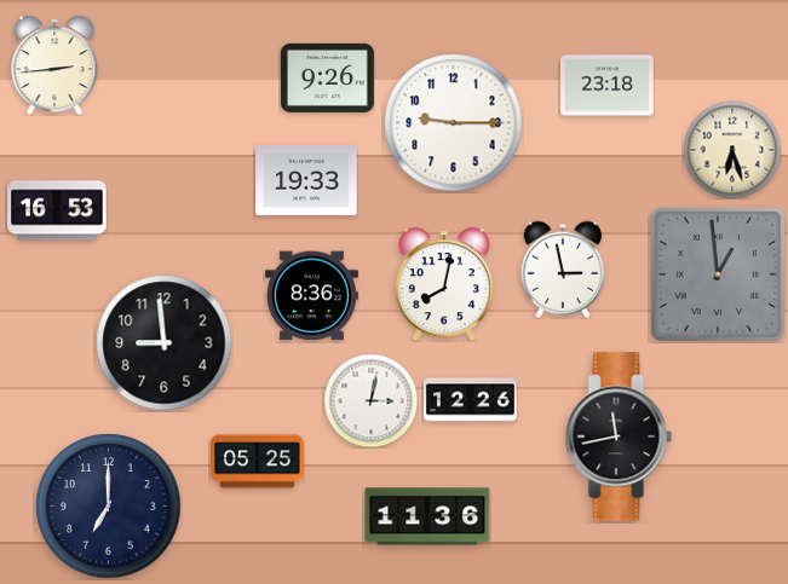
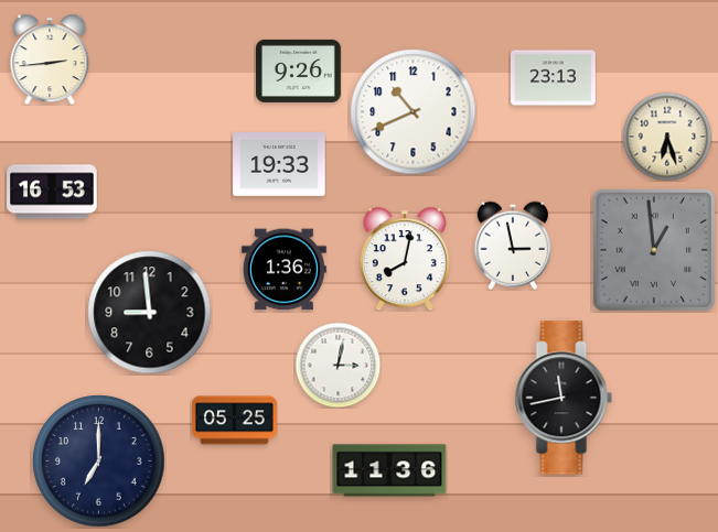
clock at (606, 86): 23:18 -> 23:13
clock at (454, 123): 9:15 -> 10:41
clock at (311, 296): 8:36 -> 1:36
clock at (470, 400): 12:26 -> none
